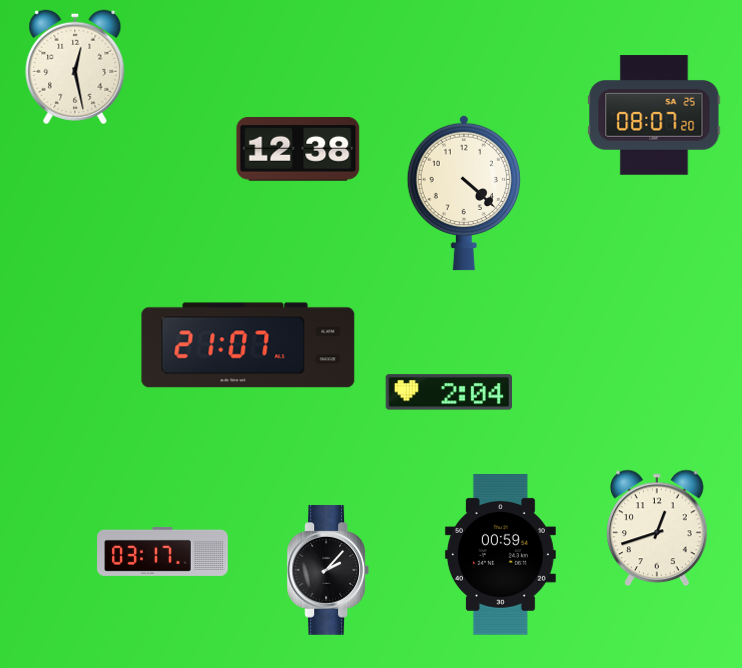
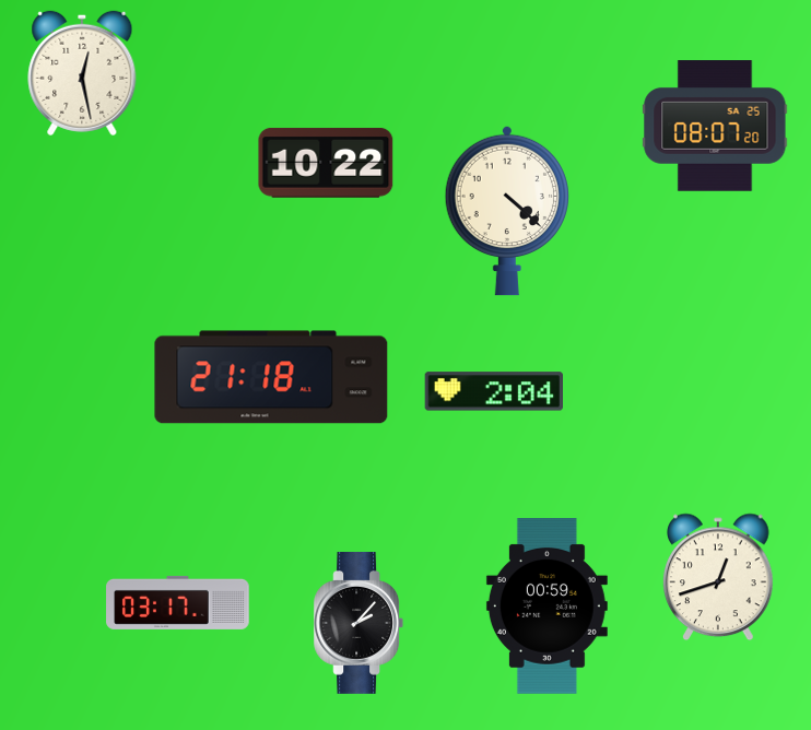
clock at (298, 149): 12:38 -> 10:22
clock at (248, 345): 21:07 -> 21:18
clock at (448, 392) position: (448, 392) -> (493, 391)
